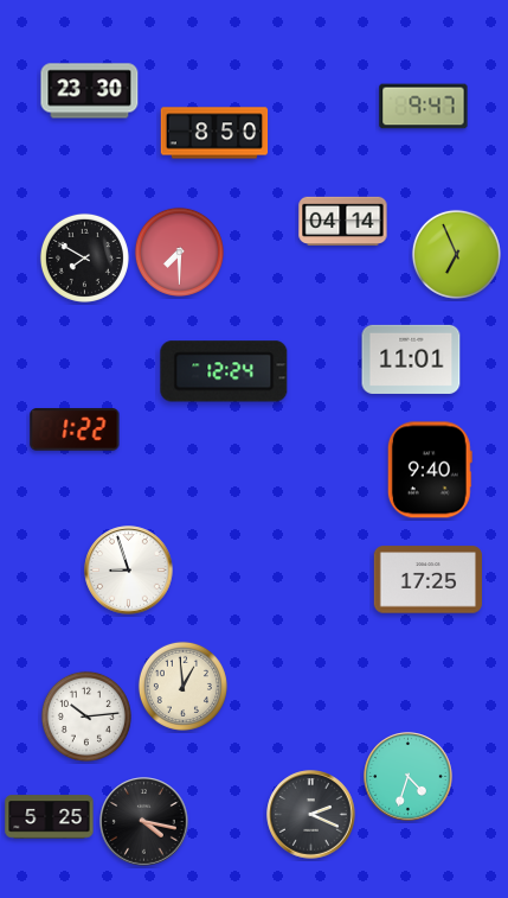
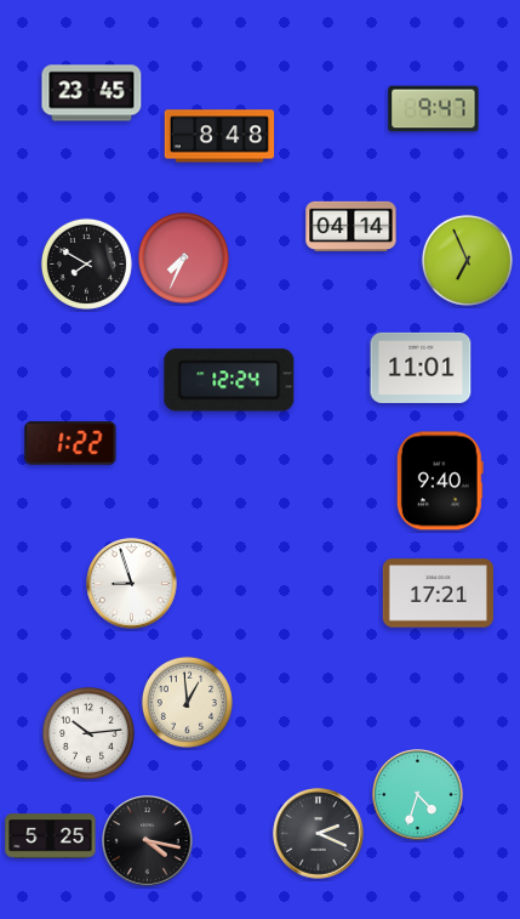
clock at (90, 91): 23:30 -> 23:45
clock at (214, 133): 8:50 -> 8:48
clock at (179, 251): 7:30 -> 7:34
clock at (75, 429) position: (75, 429) -> (70, 443)
clock at (427, 580): 17:25 -> 17:21
